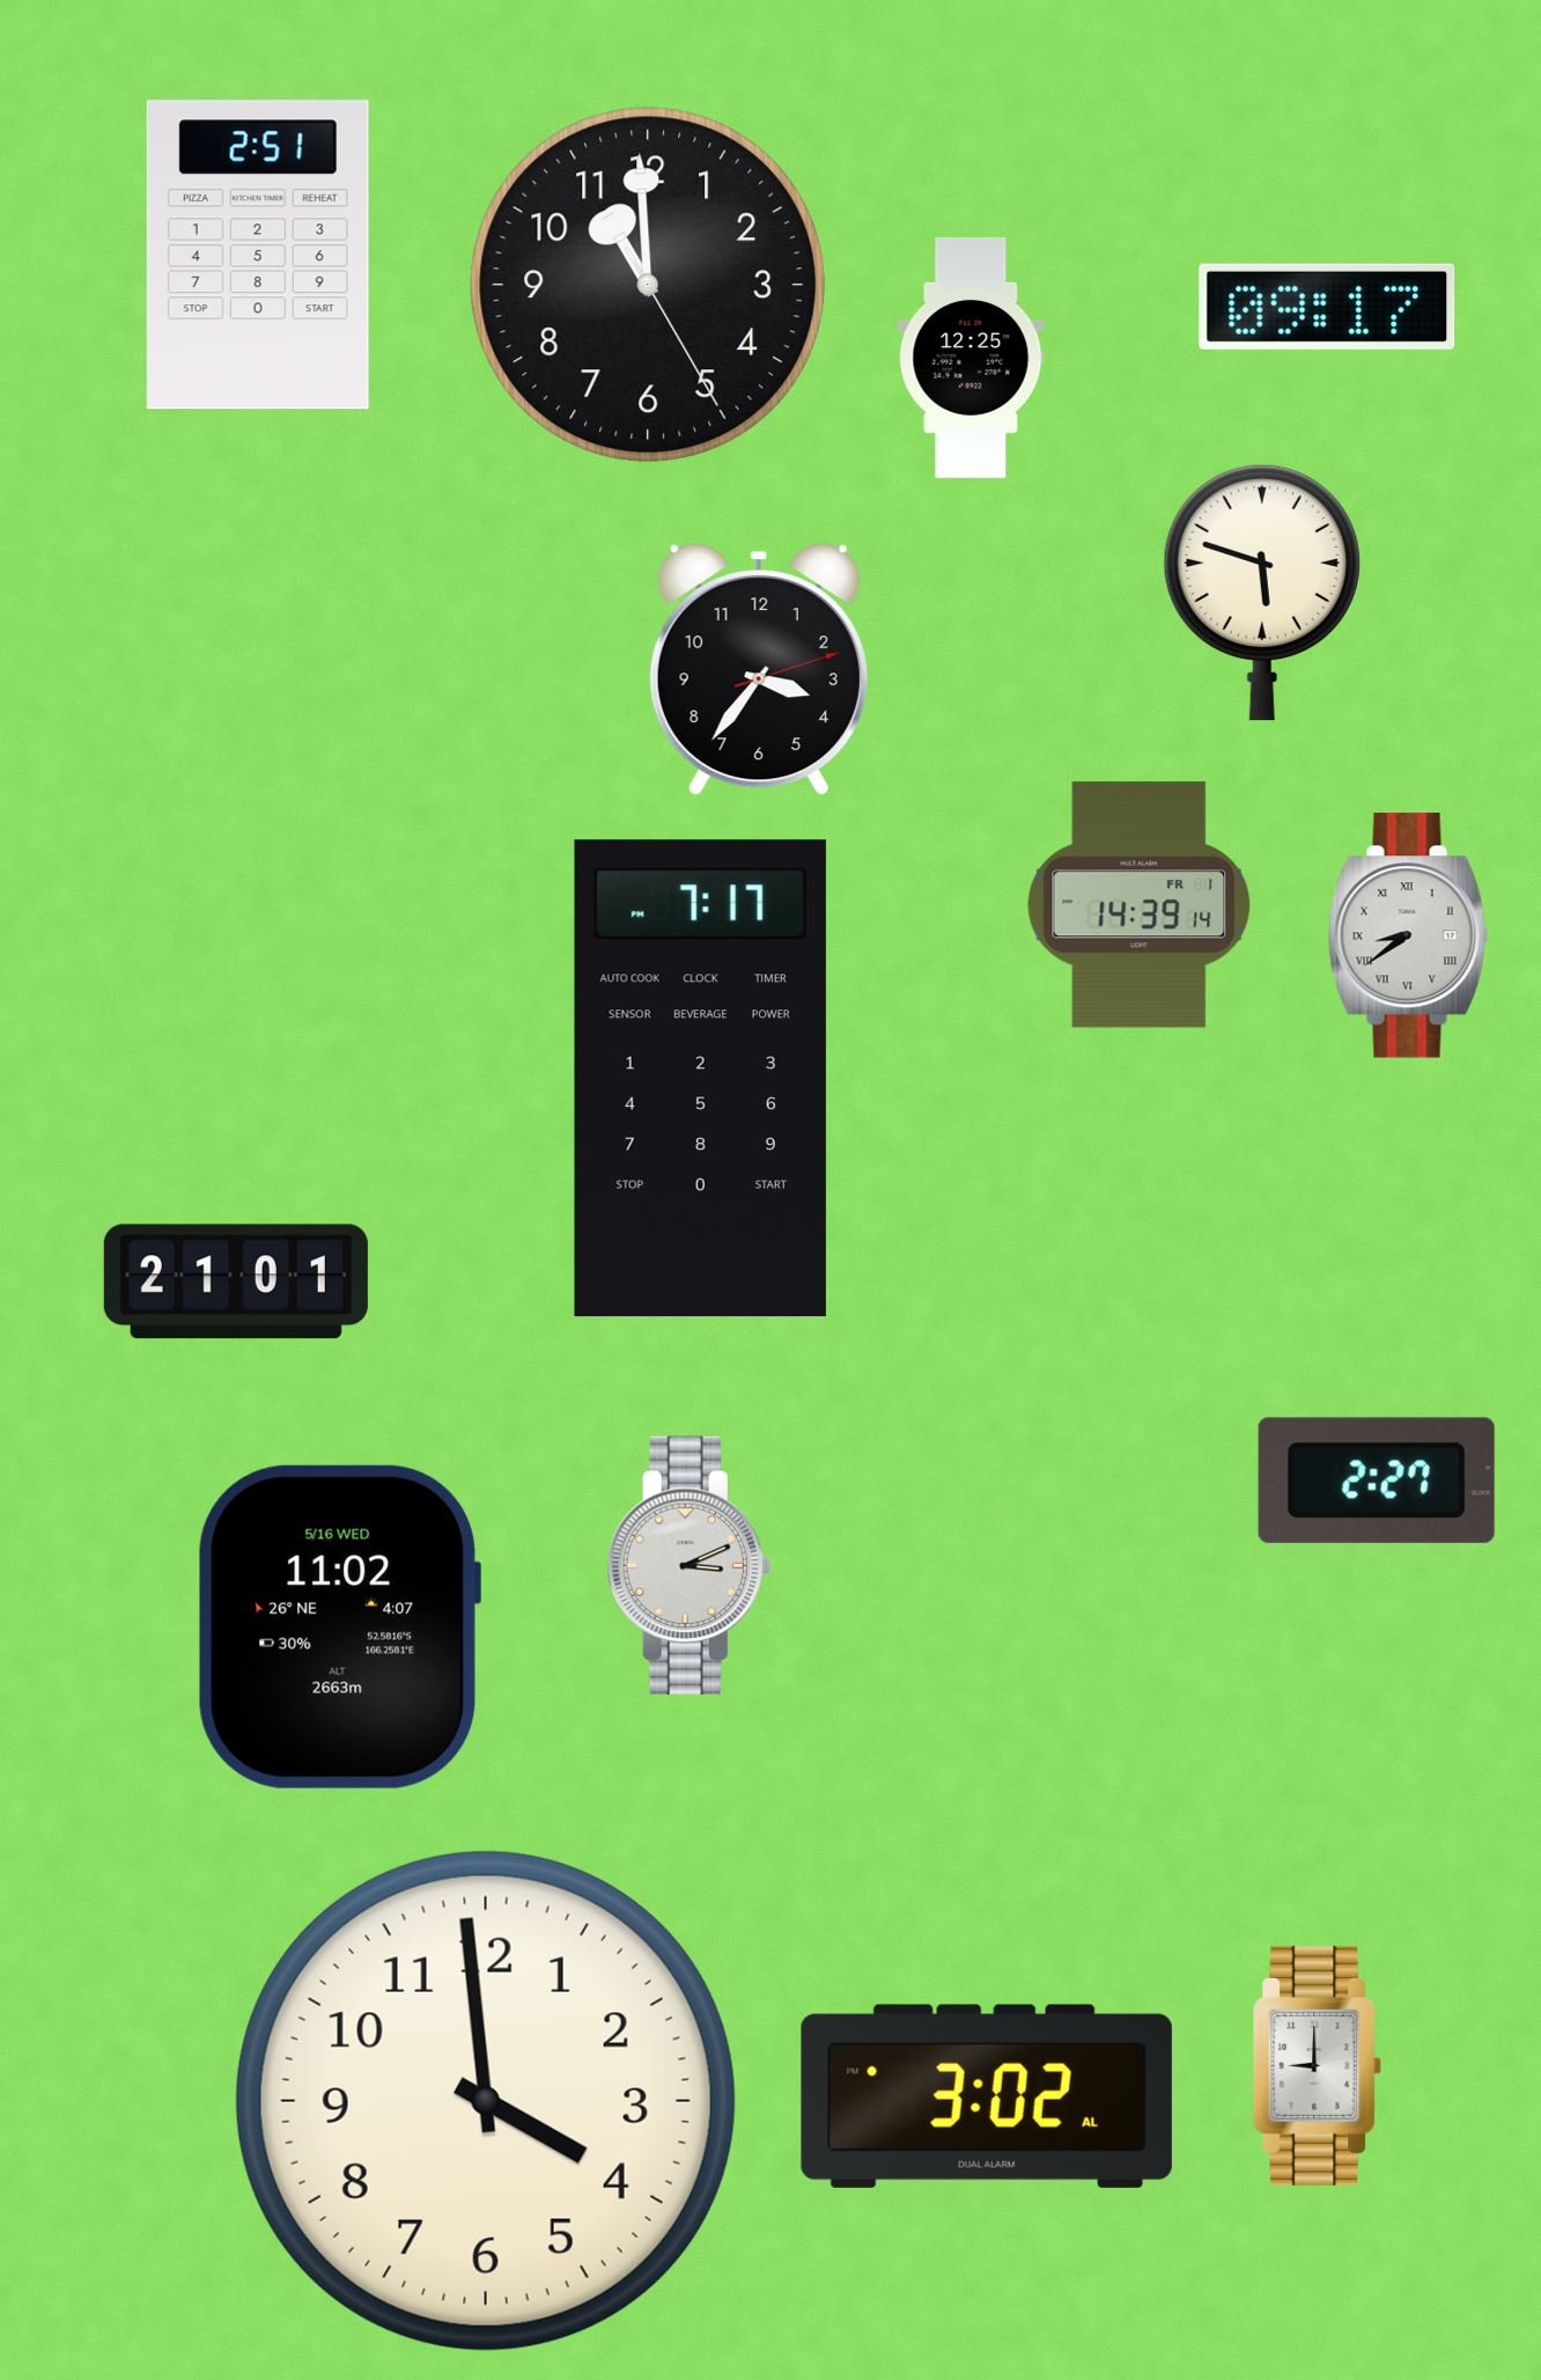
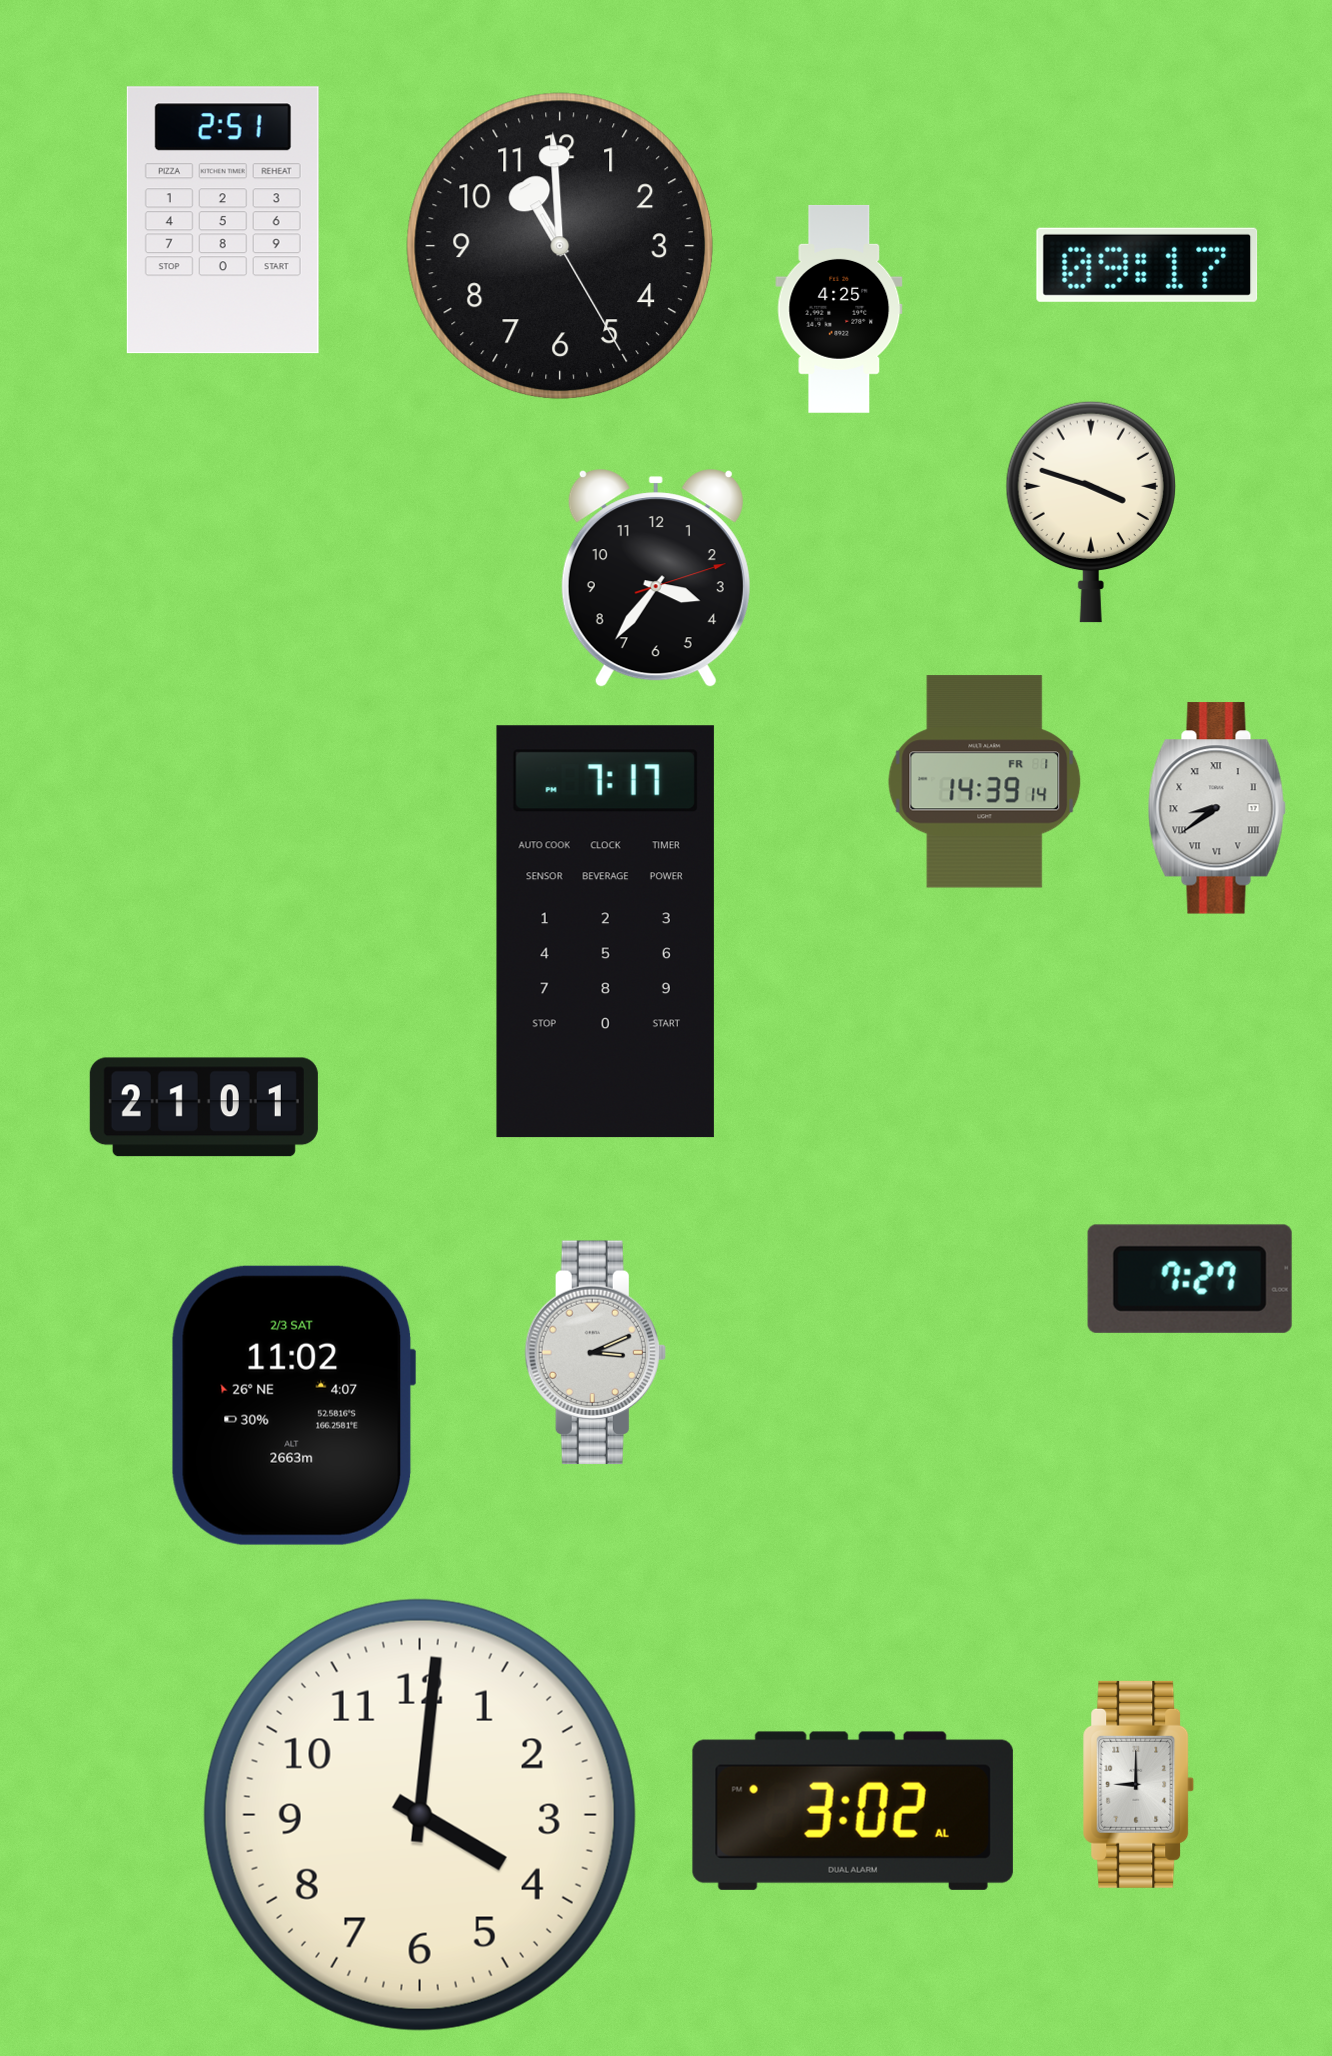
clock at (971, 358): 12:25 -> 4:25
clock at (1262, 593): 5:48 -> 3:48
clock at (1377, 1481): 2:27 -> 7:27
clock at (339, 1626) date: 5/16 WED -> 2/3 SAT
clock at (486, 2101): 3:59 -> 4:01
